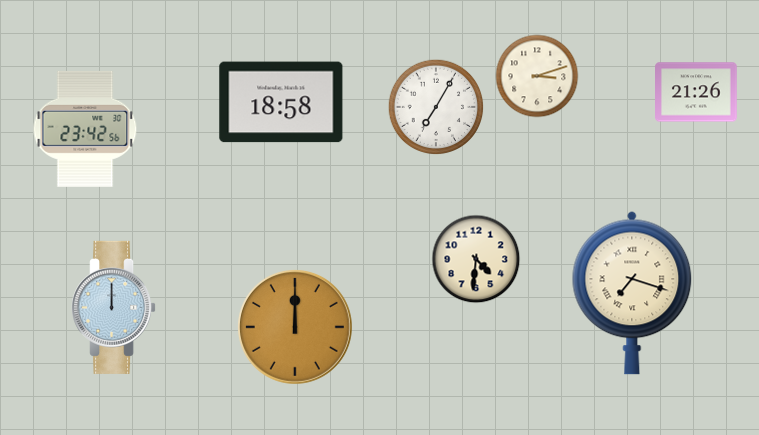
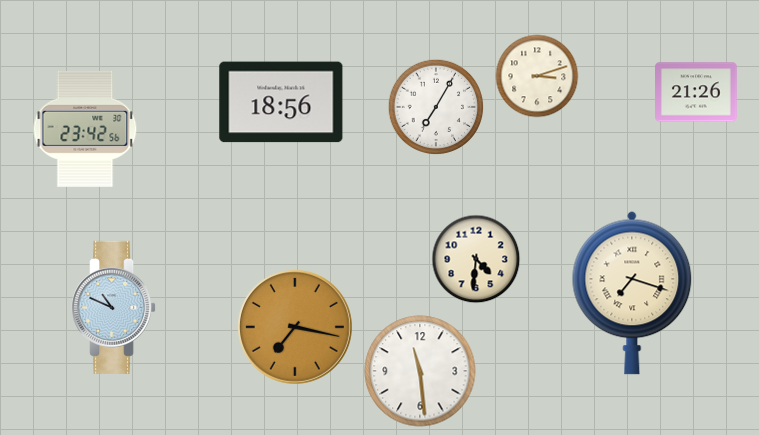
clock at (281, 102): 18:58 -> 18:56
clock at (114, 307): 12:00 -> 10:49
clock at (295, 327): 12:00 -> 7:17
clock at (420, 371): none -> 11:29
